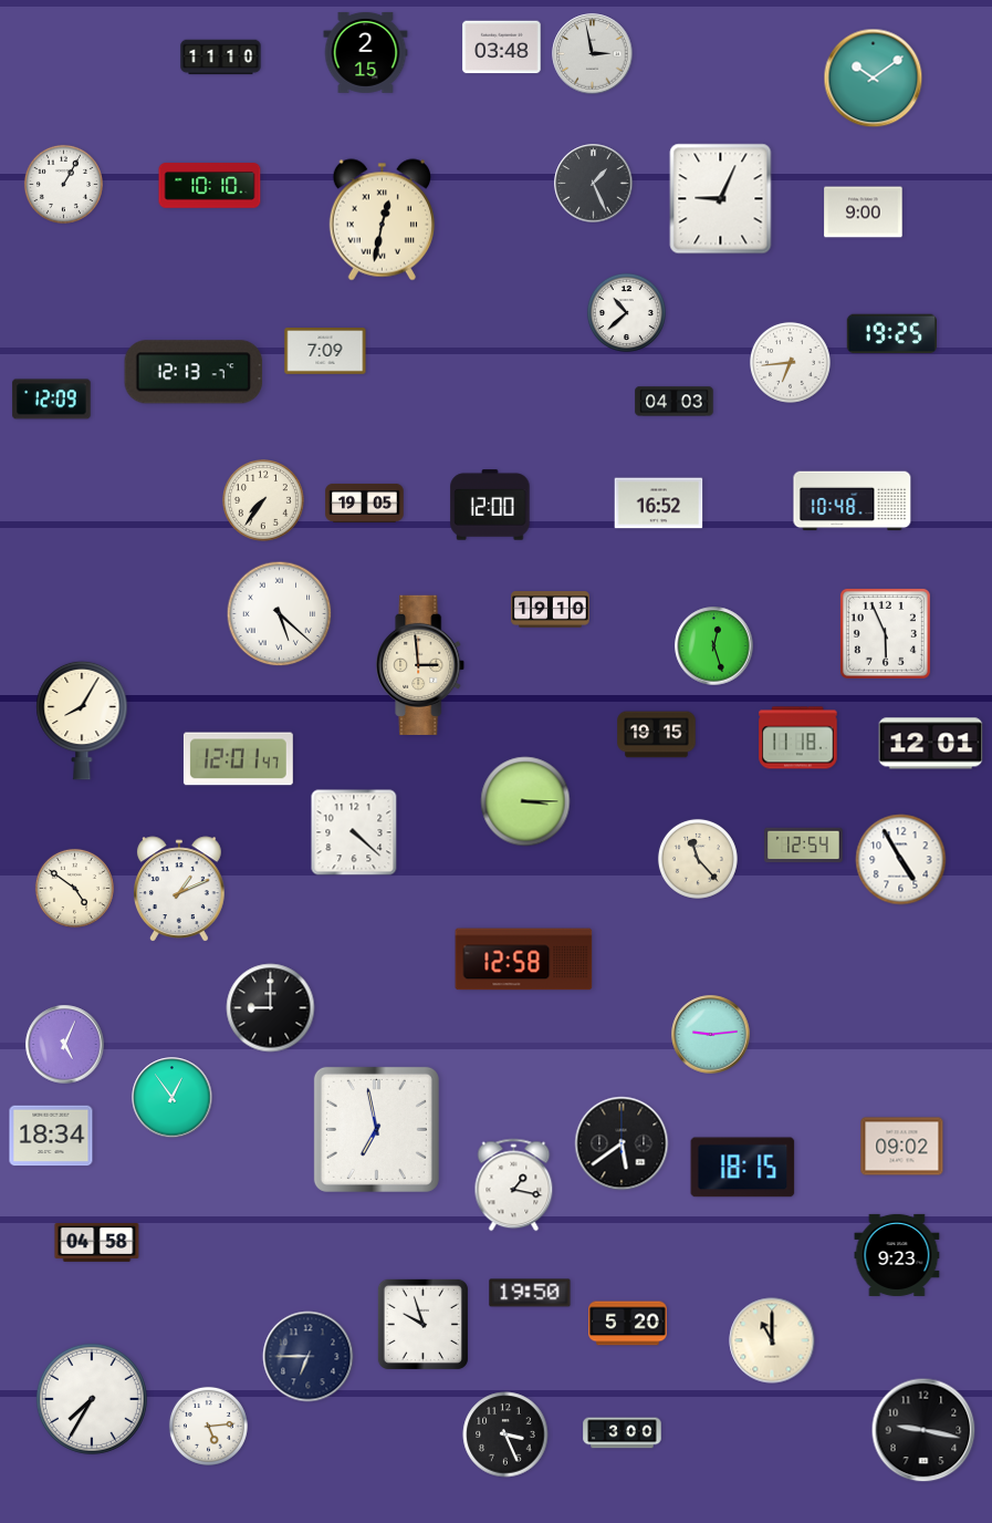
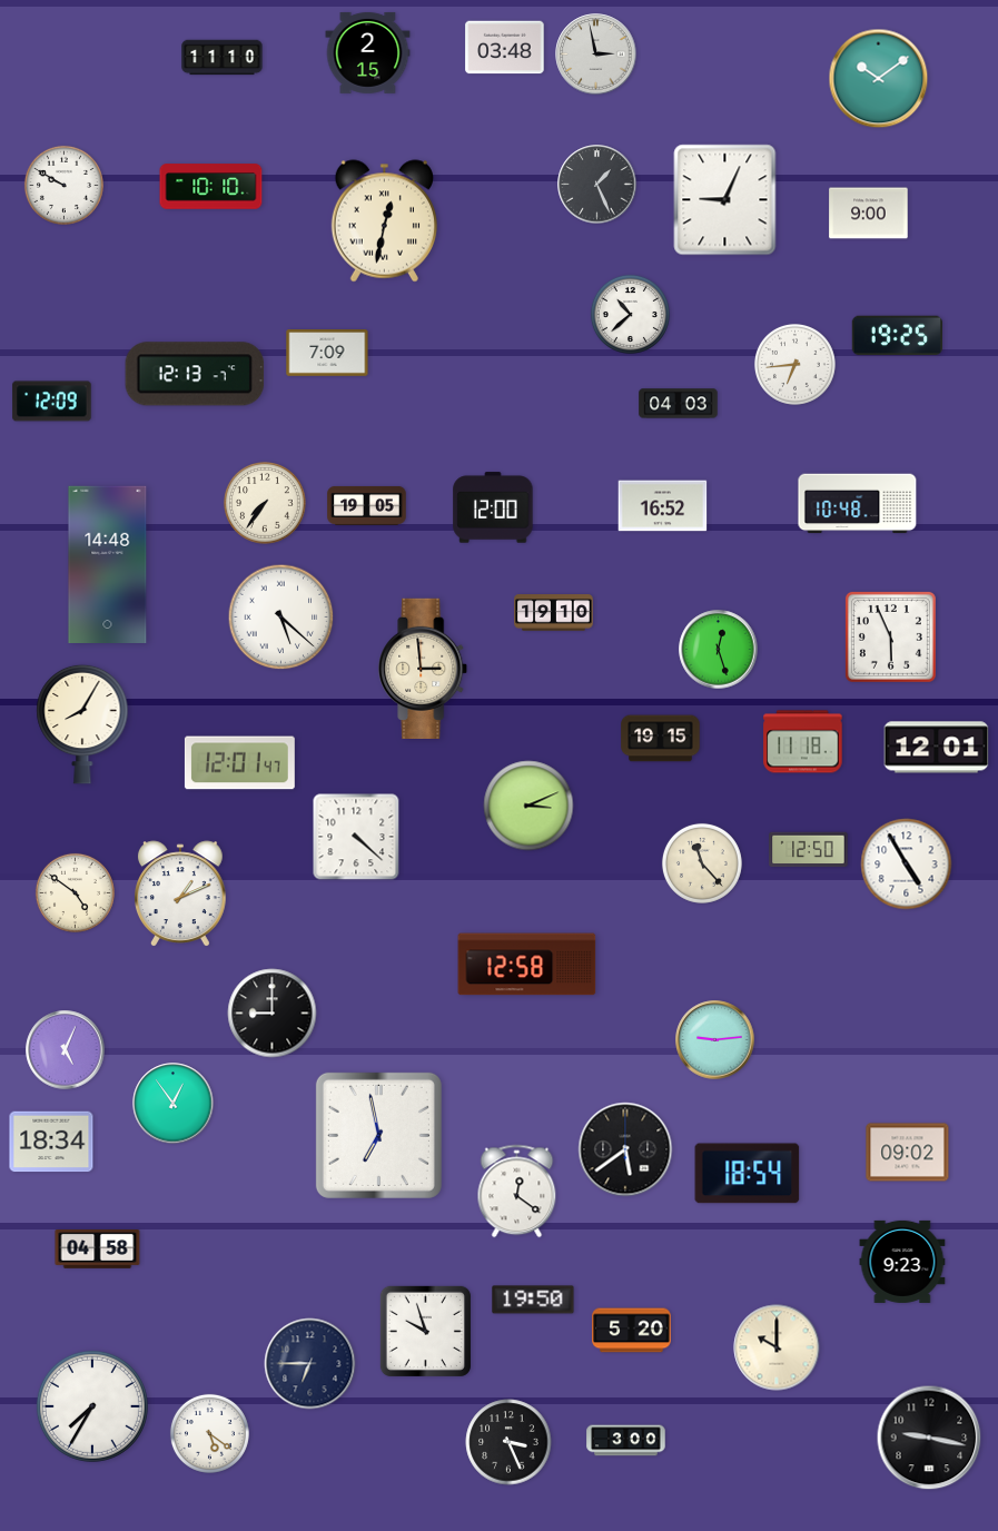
clock at (63, 184): 1:05 -> 9:50
clock at (108, 564): none -> 14:48
clock at (525, 801): 3:15 -> 3:11
clock at (804, 846): 12:54 -> 12:50
clock at (743, 1168): 18:15 -> 18:54
clock at (514, 1185): 1:17 -> 12:21
clock at (772, 1340): 11:00 -> 10:00
clock at (208, 1426): 5:14 -> 5:21
